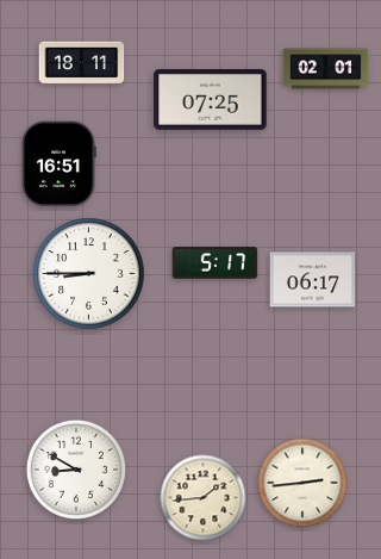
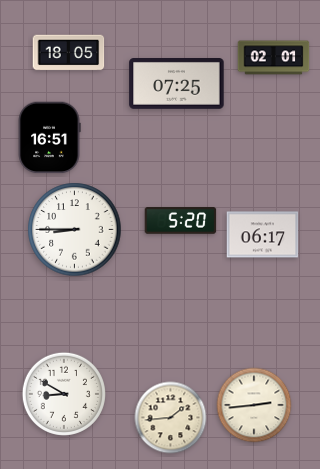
clock at (82, 63): 18:11 -> 18:05
clock at (216, 263): 5:17 -> 5:20
